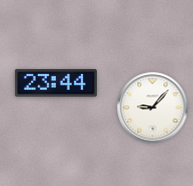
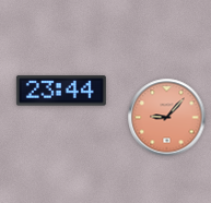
clock at (153, 108) dial: white -> salmon
